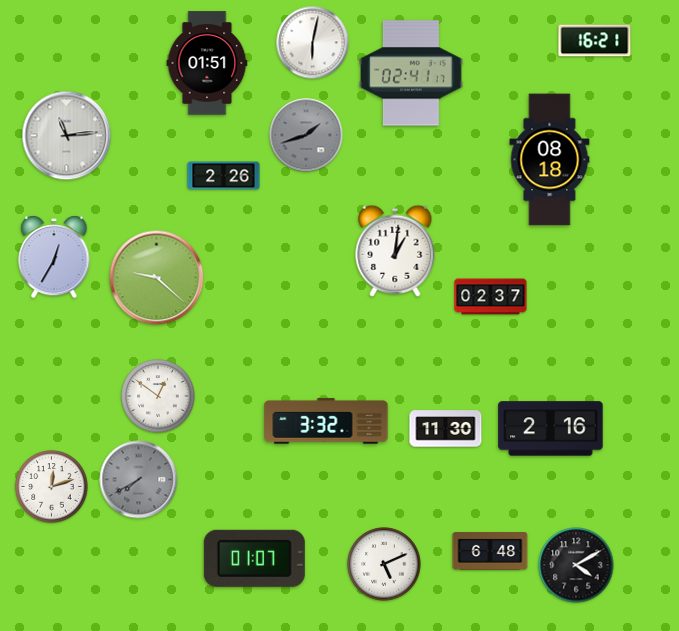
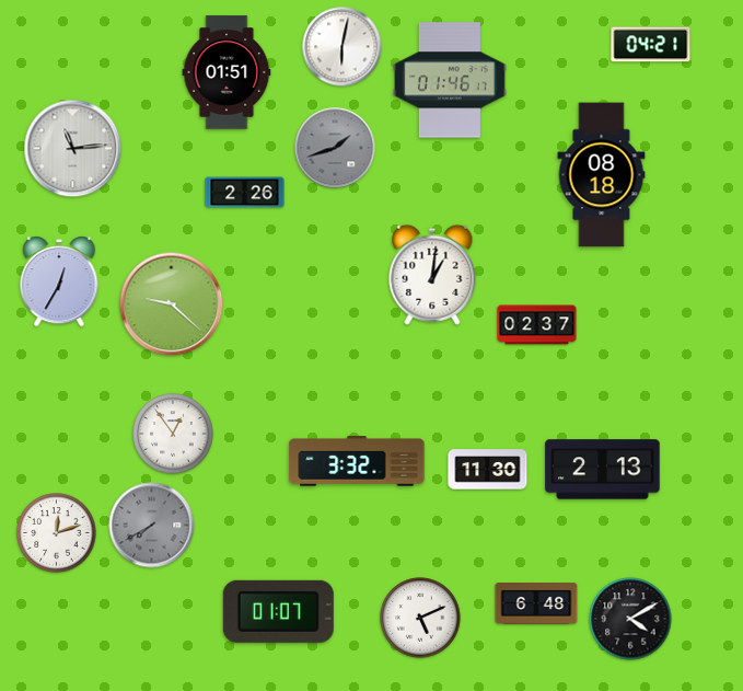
clock at (595, 41): 16:21 -> 04:21
clock at (207, 63) position: (207, 63) -> (227, 72)
clock at (412, 73): 02:41 -> 01:46
clock at (158, 396): 12:51 -> 12:54
clock at (551, 429): 2:16 -> 2:13
